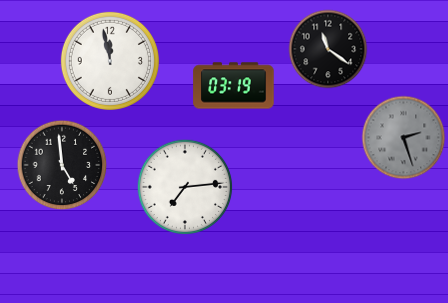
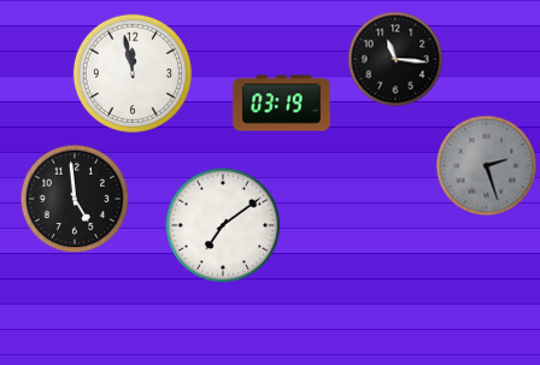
clock at (328, 49): 11:21 -> 11:16
clock at (184, 186): 7:14 -> 7:09
